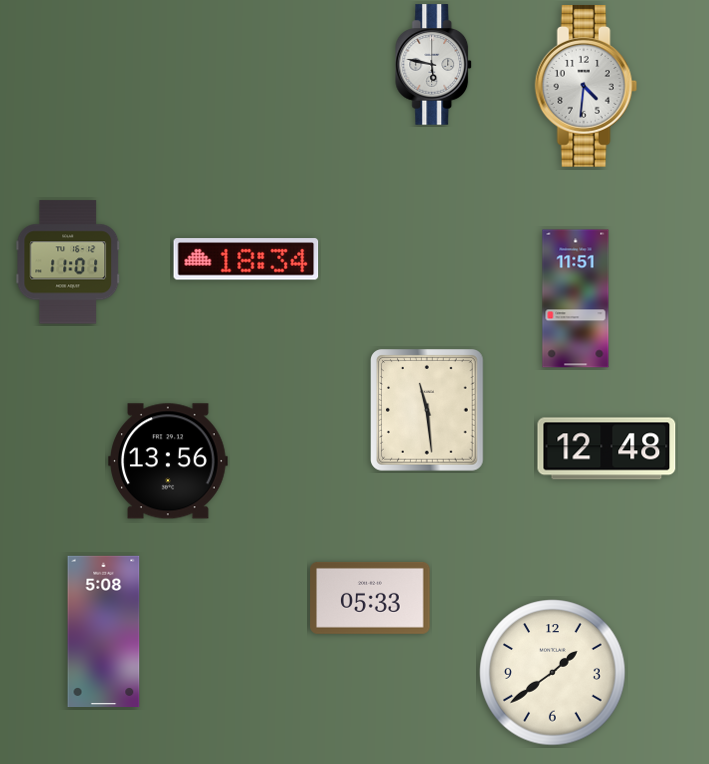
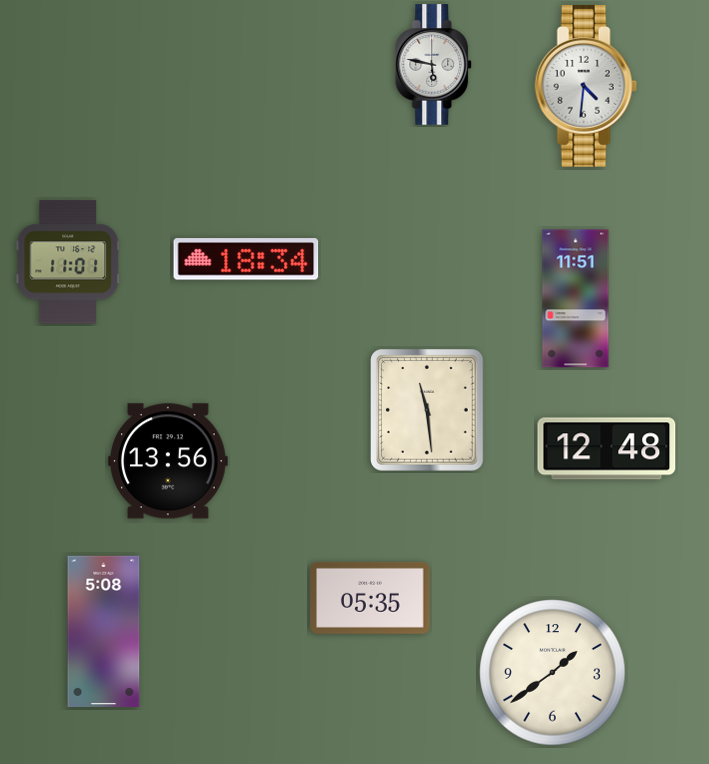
clock at (370, 598): 05:33 -> 05:35
